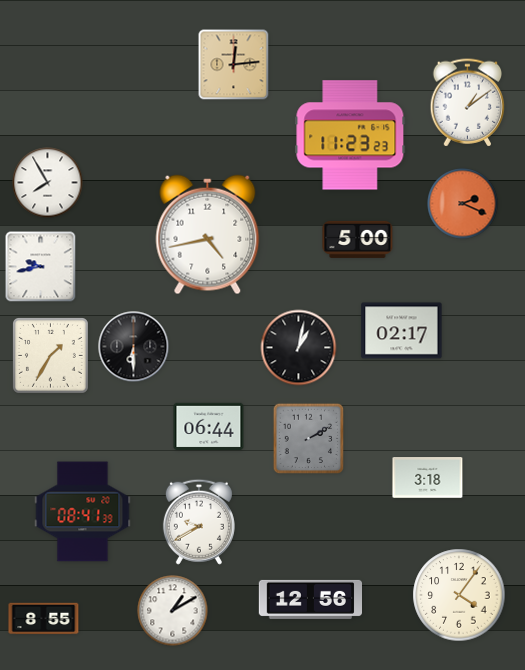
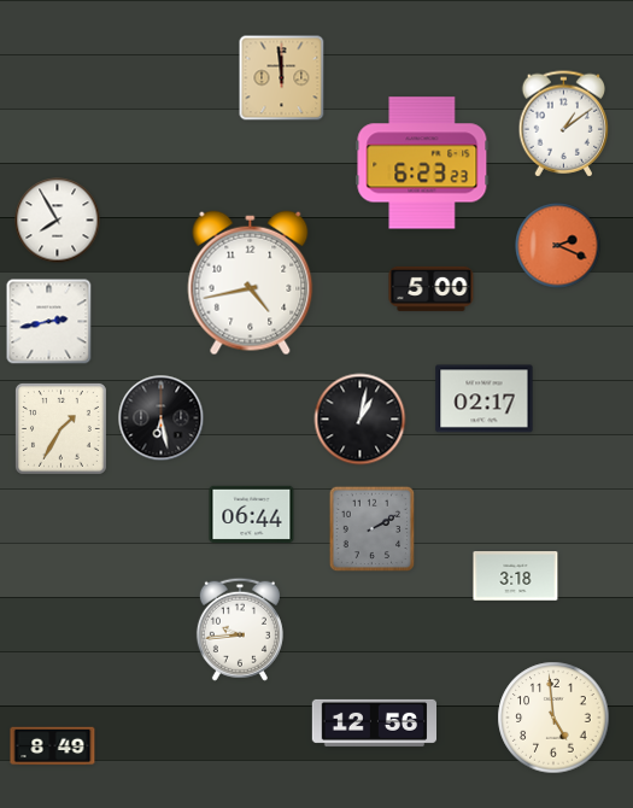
clock at (234, 65): 12:14 -> 11:59
clock at (350, 135): 11:23 -> 6:23
clock at (41, 267): 9:43 -> 2:43
clock at (134, 347): 6:30 -> 6:28
clock at (83, 512): 08:41 -> none
clock at (199, 522): 9:40 -> 9:44
clock at (459, 595): 4:06 -> 4:59
clock at (173, 611): 1:10 -> none
clock at (44, 619): 8:55 -> 8:49
